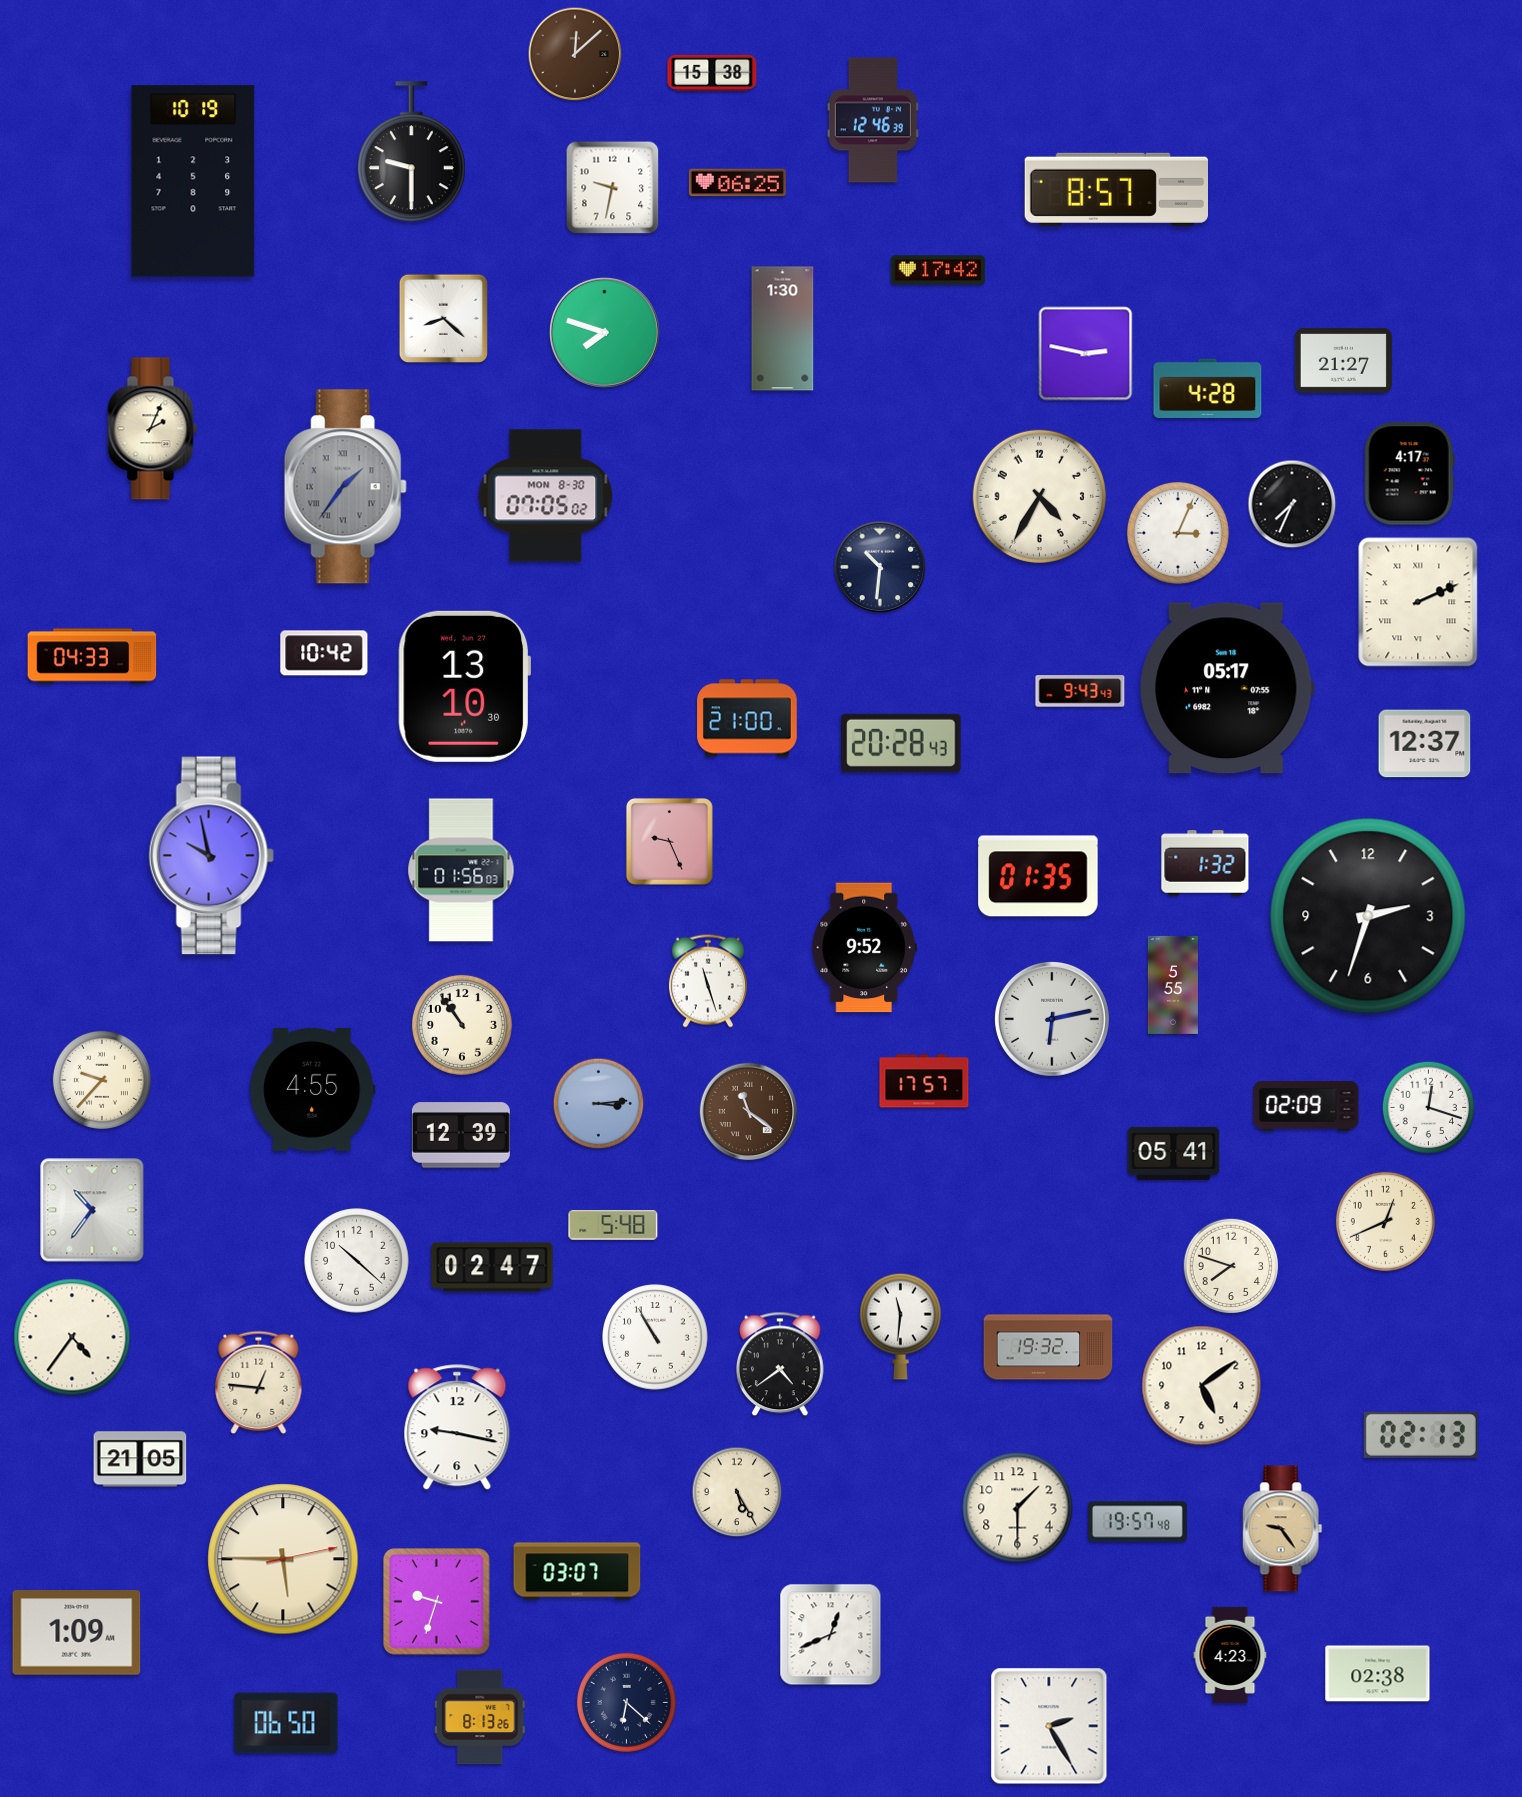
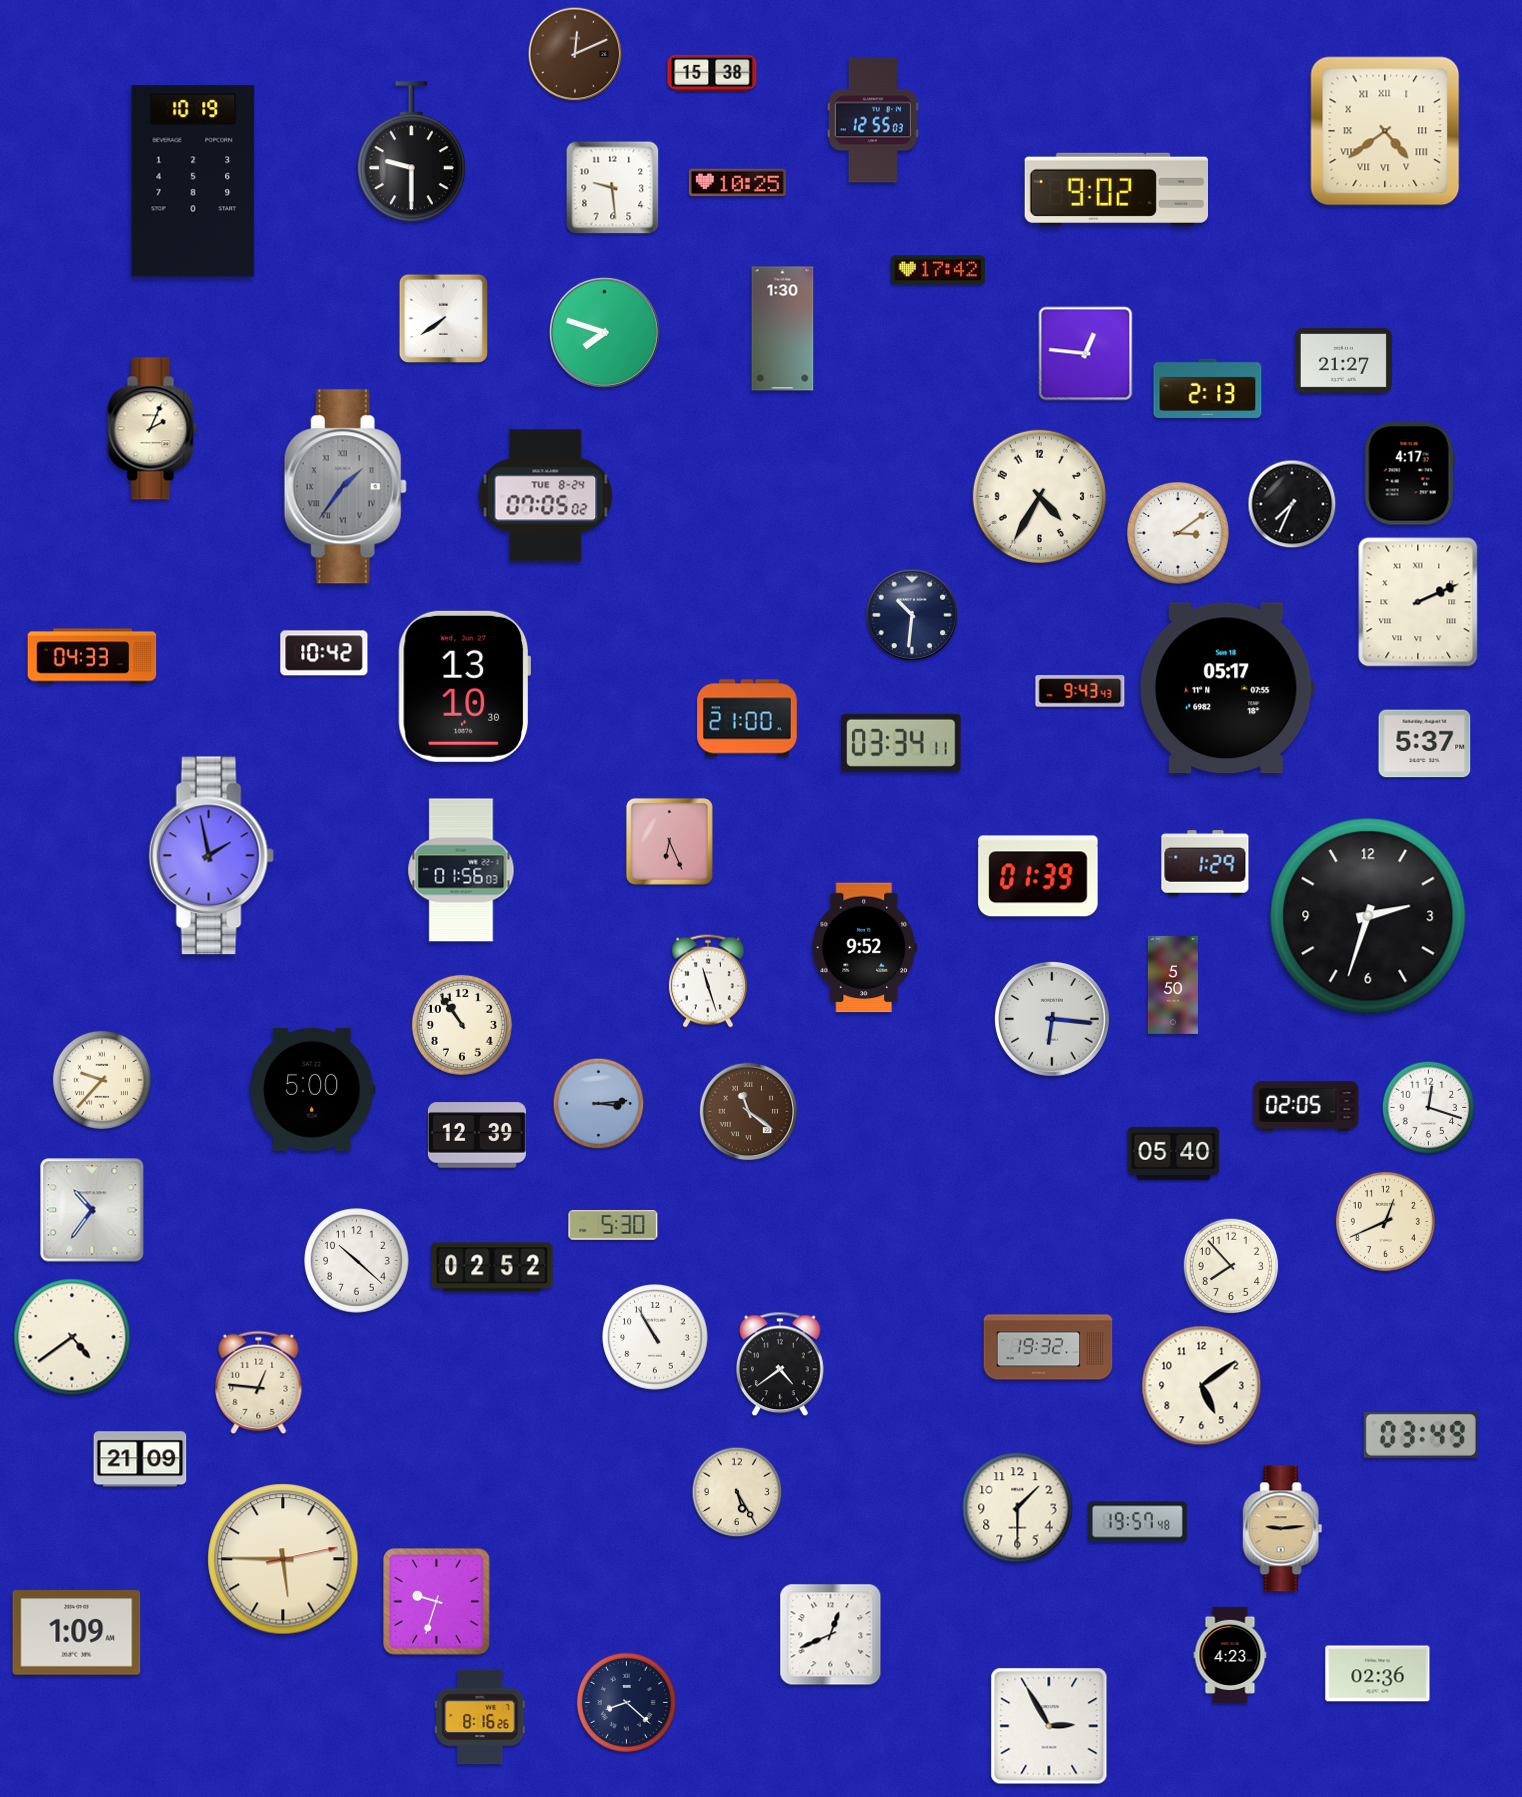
clock at (575, 54): 12:08 -> 12:11
clock at (873, 120): 12:46 -> 12:55
clock at (1385, 131): none -> 4:39
clock at (737, 183): 06:25 -> 10:25
clock at (613, 188): 9:32 -> 9:29
clock at (1116, 189): 8:57 -> 9:02
clock at (443, 318): 8:22 -> 7:39
clock at (1086, 354): 2:47 -> 12:46
clock at (1208, 388): 4:28 -> 2:13
clock at (546, 496) date: MON 8-30 -> TUE 8-24
clock at (1178, 533): 3:04 -> 3:09
clock at (880, 567) position: (880, 567) -> (912, 615)
clock at (901, 743): 20:28 -> 03:34
clock at (1425, 744): 12:37 -> 5:37
clock at (669, 841): 9:26 -> 6:26
clock at (211, 856): 9:58 -> 1:58
clock at (1205, 863): 1:32 -> 1:29
clock at (1038, 876): 01:35 -> 01:39
clock at (1173, 985): 5:55 -> 5:50
clock at (1052, 1019): 6:13 -> 6:16
clock at (924, 1081): 17:57 -> none
clock at (313, 1090): 4:55 -> 5:00
clock at (1306, 1106): 02:09 -> 02:05
clock at (461, 1135) position: (461, 1135) -> (477, 1135)
clock at (1174, 1153): 05:41 -> 05:40
clock at (613, 1225): 5:48 -> 5:30
clock at (1230, 1265): 7:48 -> 7:53
clock at (492, 1267): 02:47 -> 02:52
clock at (901, 1326): 11:31 -> none
clock at (72, 1337): 4:36 -> 4:39
clock at (457, 1428): 9:17 -> none
clock at (1421, 1435): 02:13 -> 03:49
clock at (140, 1459): 21:05 -> 21:09
clock at (1283, 1529): 9:24 -> 9:14
clock at (577, 1571): 03:07 -> none
clock at (1378, 1674): 02:38 -> 02:36
clock at (626, 1702): 6:22 -> 8:22
clock at (480, 1717): 8:13 -> 8:16
clock at (286, 1723): 06:50 -> none
clock at (1049, 1726): 2:25 -> 2:55
